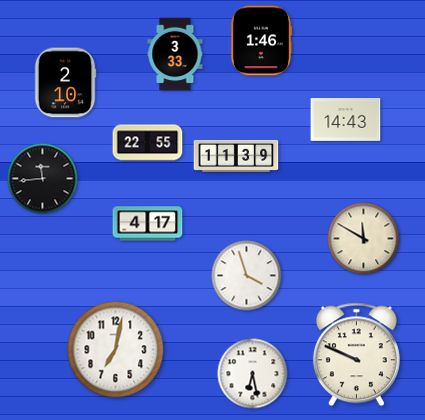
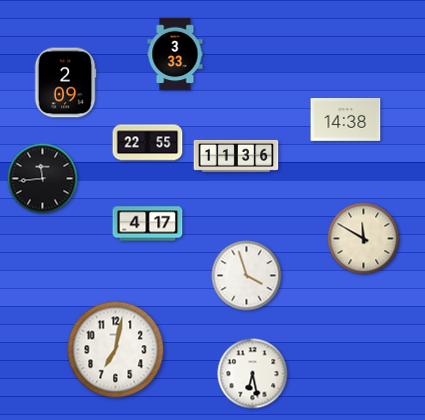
clock at (261, 41): 1:46 -> none
clock at (65, 83): 2:10 -> 2:09
clock at (346, 120): 14:43 -> 14:38
clock at (236, 156): 11:39 -> 11:36
clock at (356, 355): 9:49 -> none
